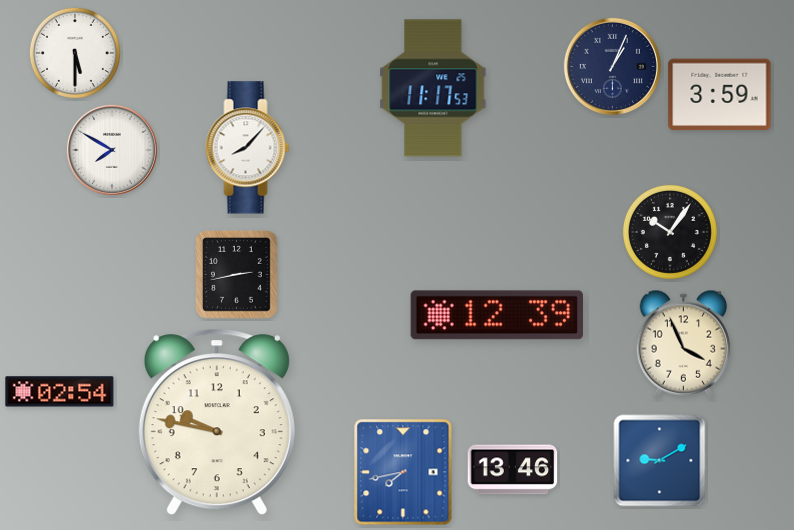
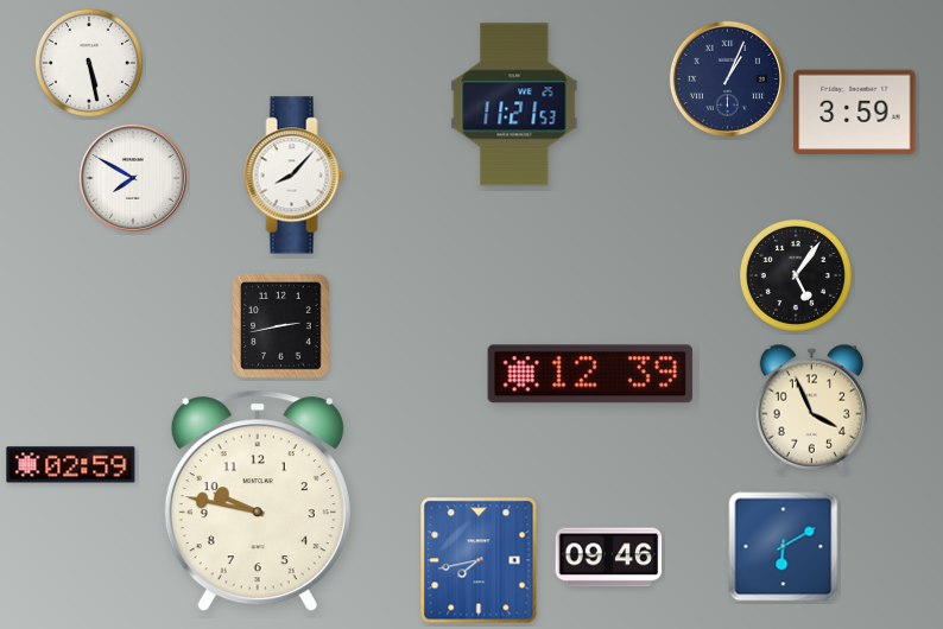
clock at (75, 53): 5:30 -> 5:28
clock at (433, 88): 11:17 -> 11:21
clock at (670, 232): 10:06 -> 5:06
clock at (60, 392): 02:54 -> 02:59
clock at (660, 461): 9:10 -> 6:10
clock at (513, 470): 13:46 -> 09:46
